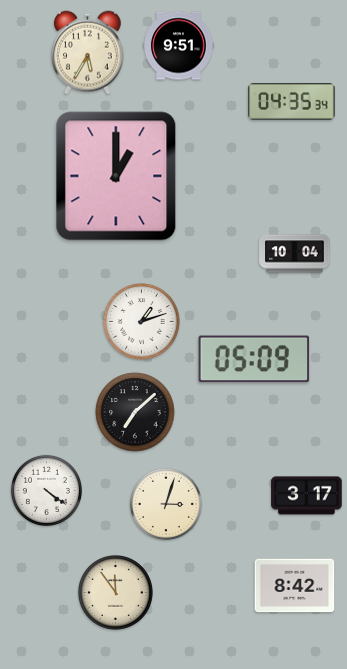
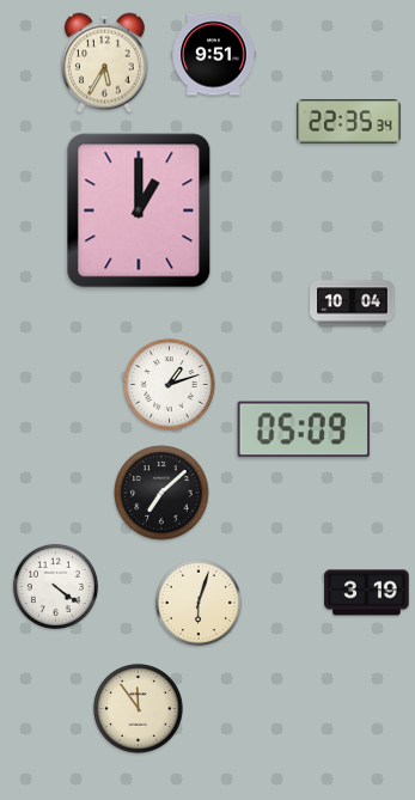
clock at (292, 102): 04:35 -> 22:35
clock at (307, 496): 3:17 -> 3:19
clock at (166, 504): 3:03 -> 6:03
clock at (295, 586): 8:42 -> none
